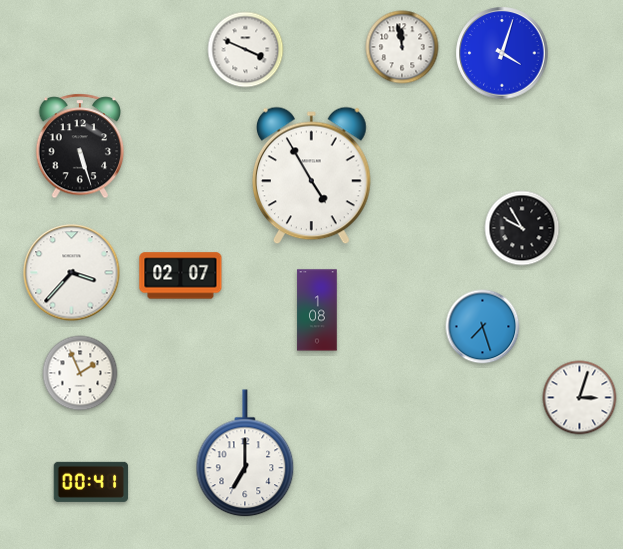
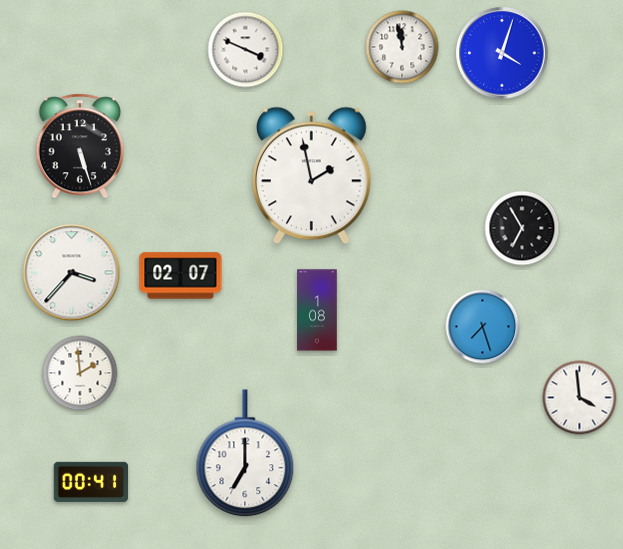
clock at (311, 176): 4:55 -> 1:58
clock at (522, 228): 9:55 -> 6:55
clock at (80, 373): 1:56 -> 1:59
clock at (580, 398): 3:03 -> 3:59
